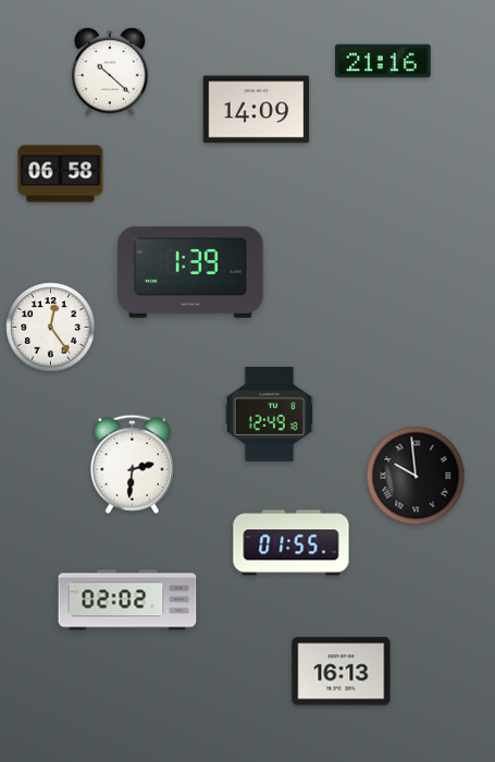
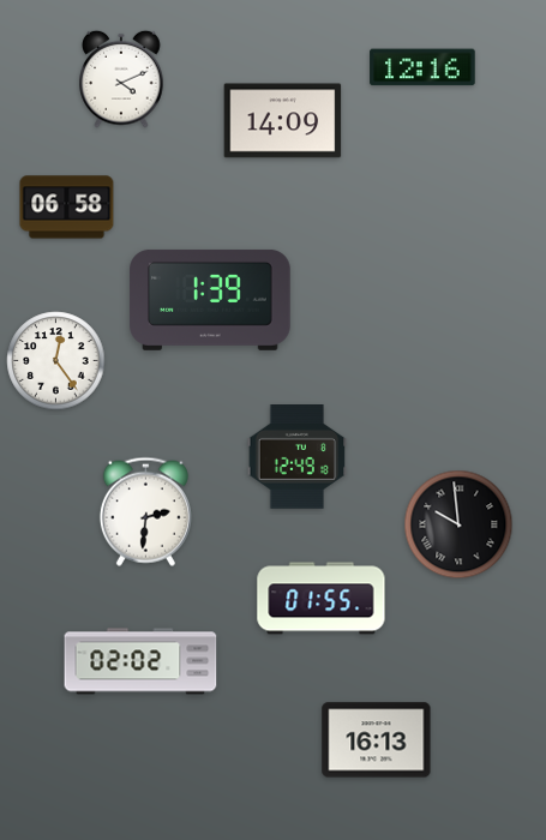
clock at (383, 61): 21:16 -> 12:16
clock at (110, 72): 10:22 -> 4:11
clock at (61, 174) position: (61, 174) -> (67, 208)
